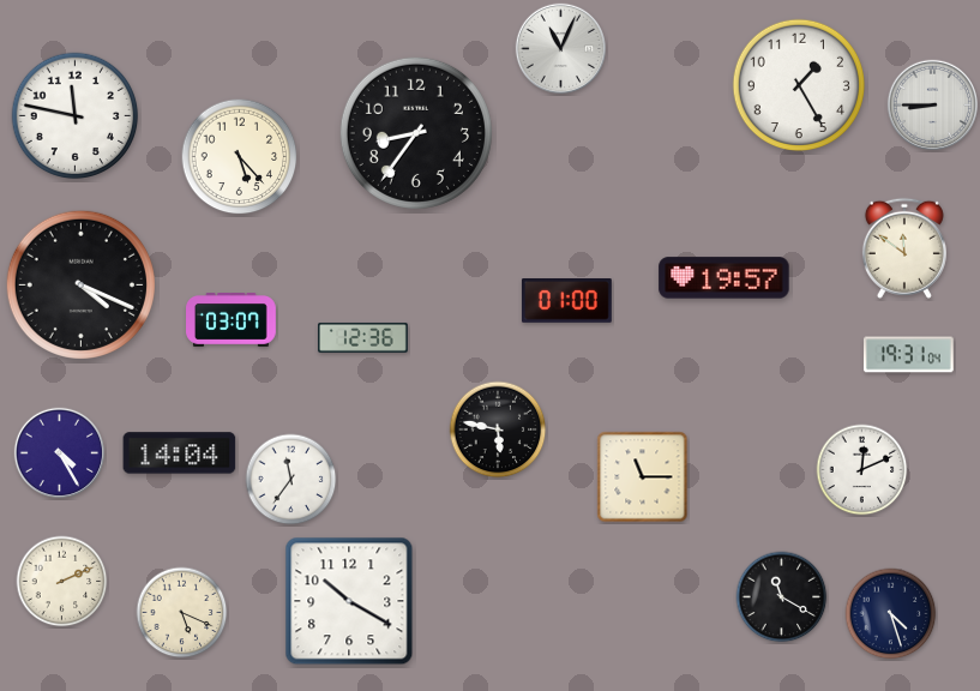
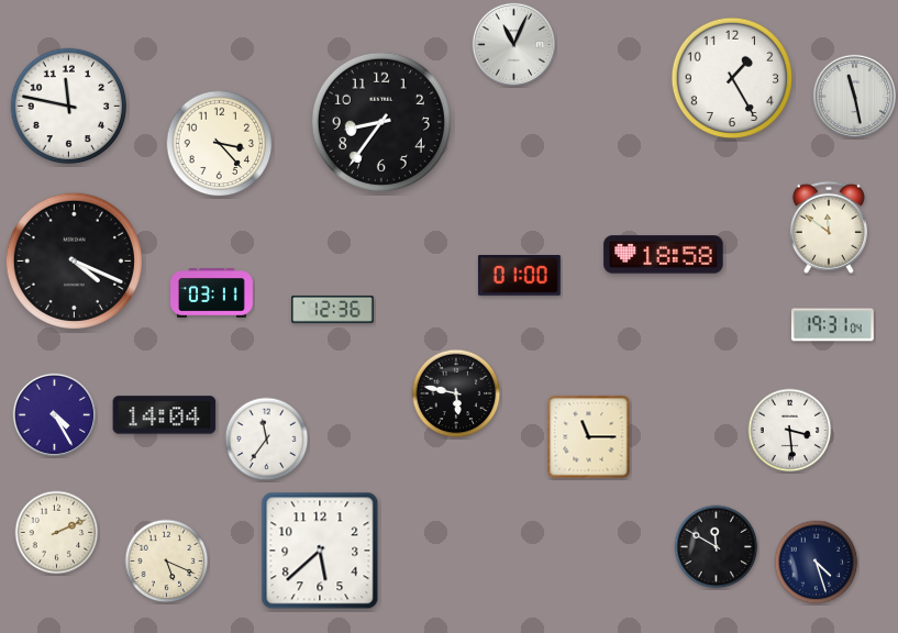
clock at (932, 104): 8:45 -> 11:28
clock at (240, 157): 5:23 -> 3:23
clock at (725, 278): 19:57 -> 18:58
clock at (232, 320): 03:07 -> 03:11
clock at (862, 470): 12:11 -> 3:29
clock at (782, 597): 11:20 -> 11:50
clock at (349, 601): 10:20 -> 5:38
